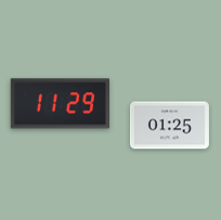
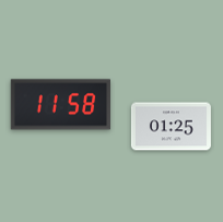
clock at (60, 104): 11:29 -> 11:58
